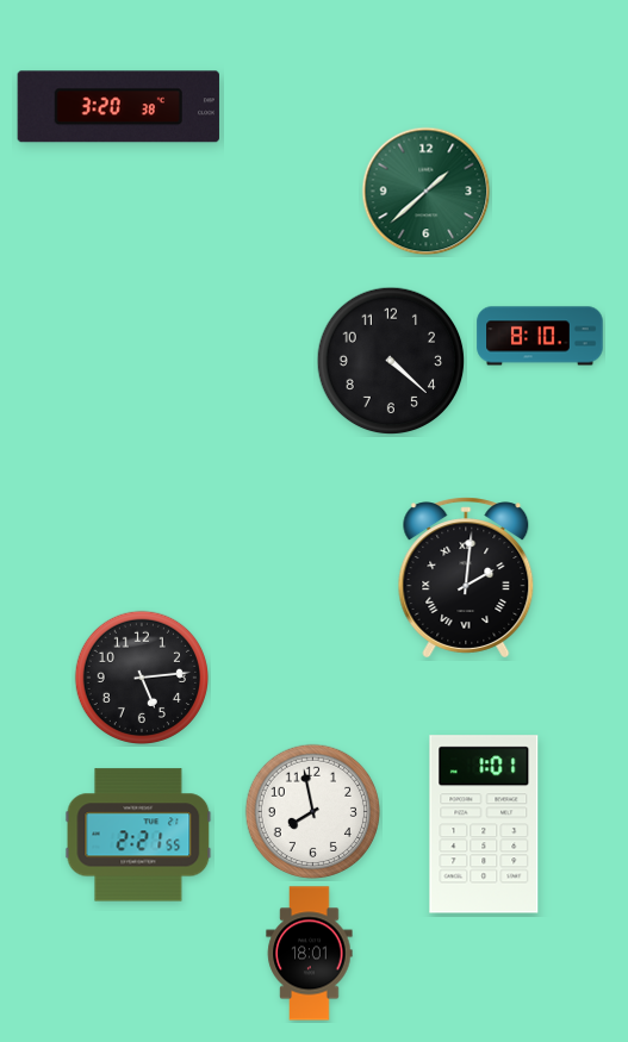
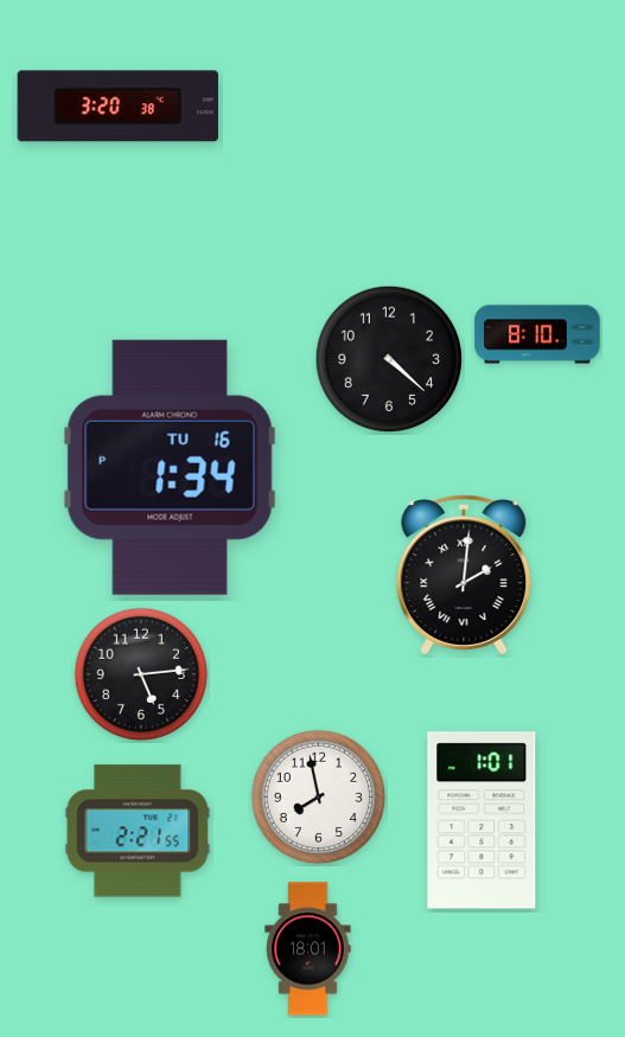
clock at (427, 192): 1:38 -> none
clock at (170, 467): none -> 1:34
clock at (312, 811) position: (312, 811) -> (318, 796)
